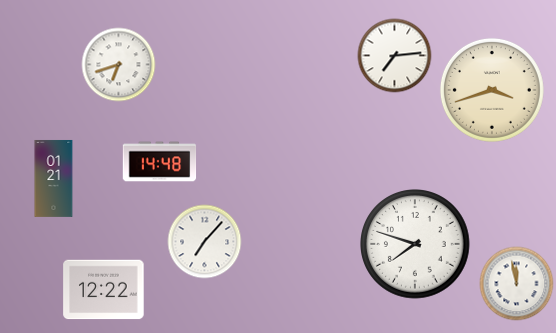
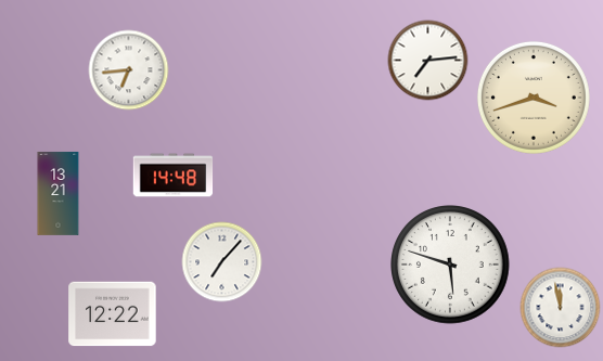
clock at (119, 65): 6:42 -> 6:44
clock at (54, 179): 01:21 -> 13:21
clock at (416, 245): 7:48 -> 5:48
